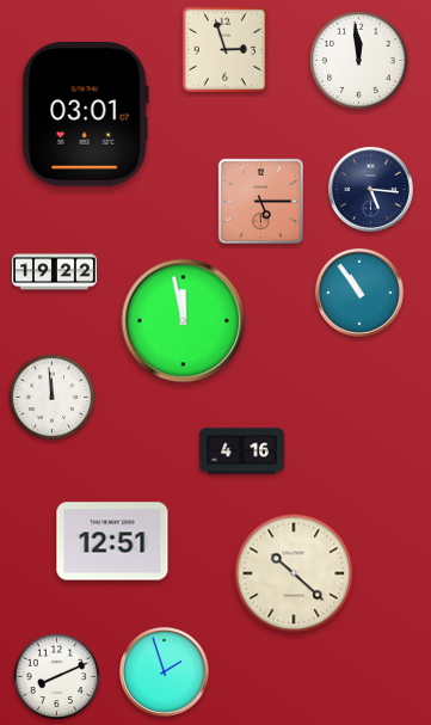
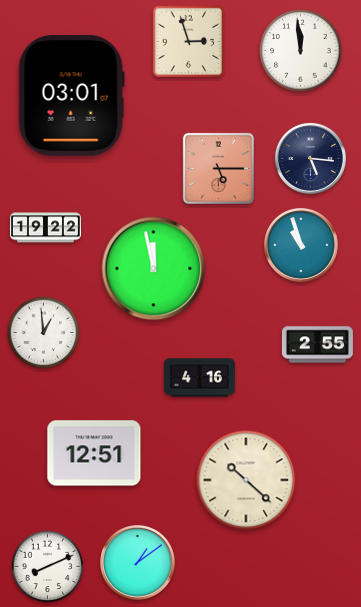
clock at (359, 293): 10:54 -> 10:57
clock at (53, 398): 11:59 -> 12:59
clock at (317, 345): none -> 2:55
clock at (241, 451) position: (241, 451) -> (199, 378)
clock at (165, 672): 1:57 -> 1:09
